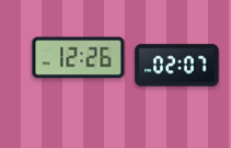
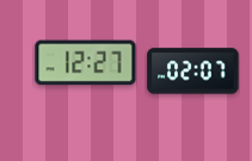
clock at (79, 58): 12:26 -> 12:27
